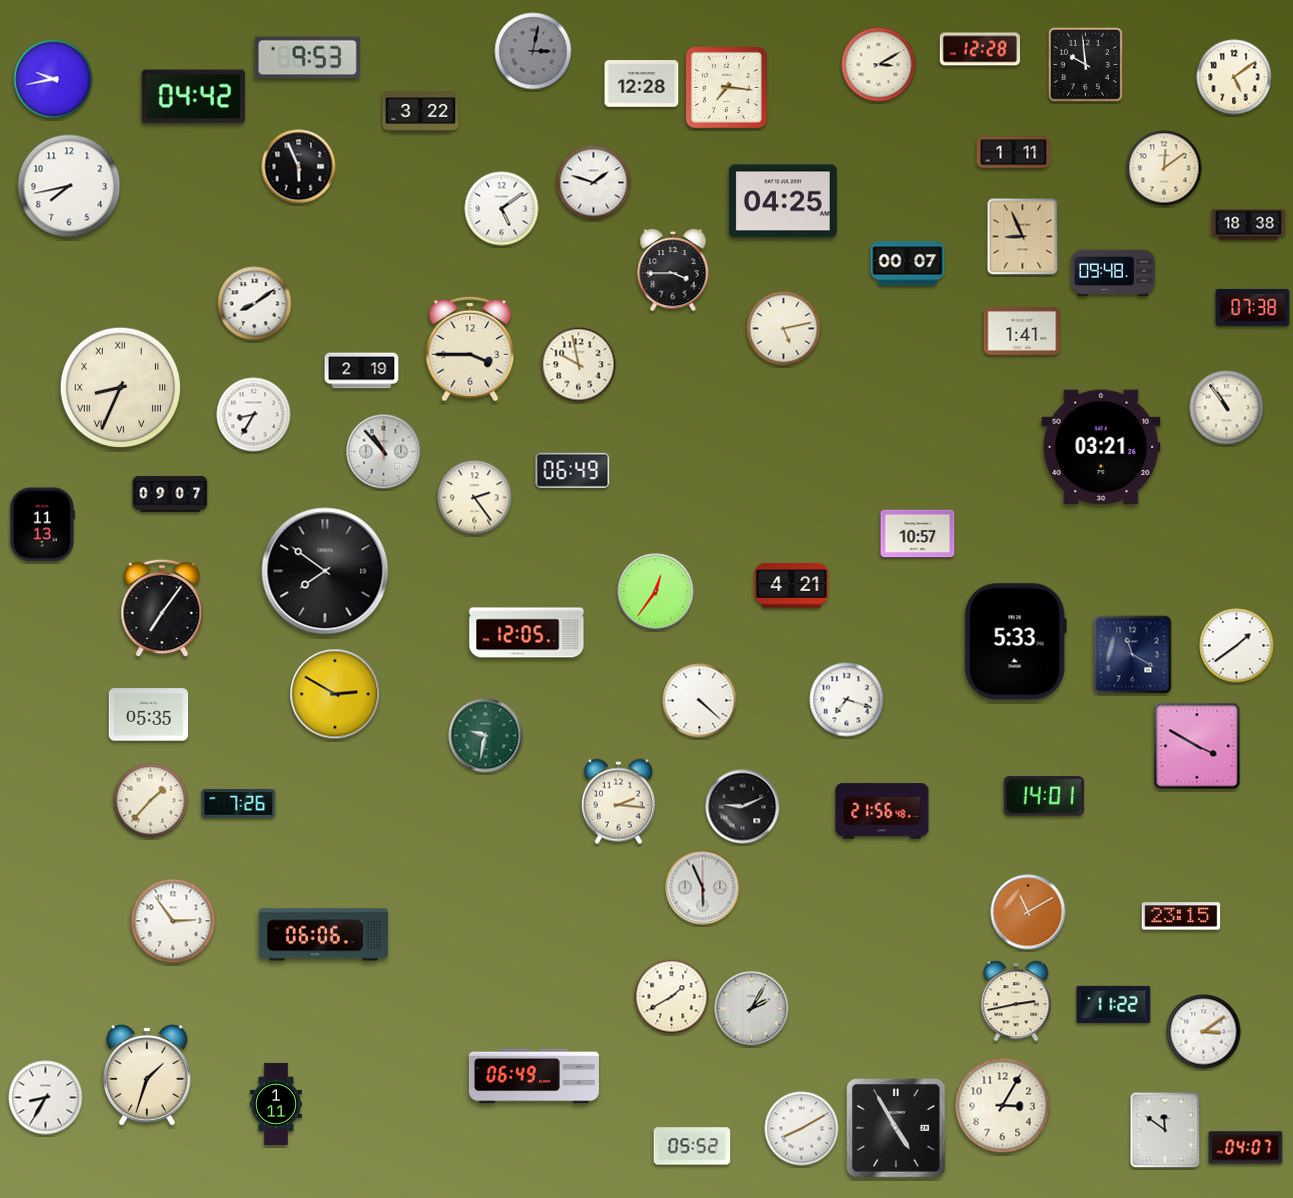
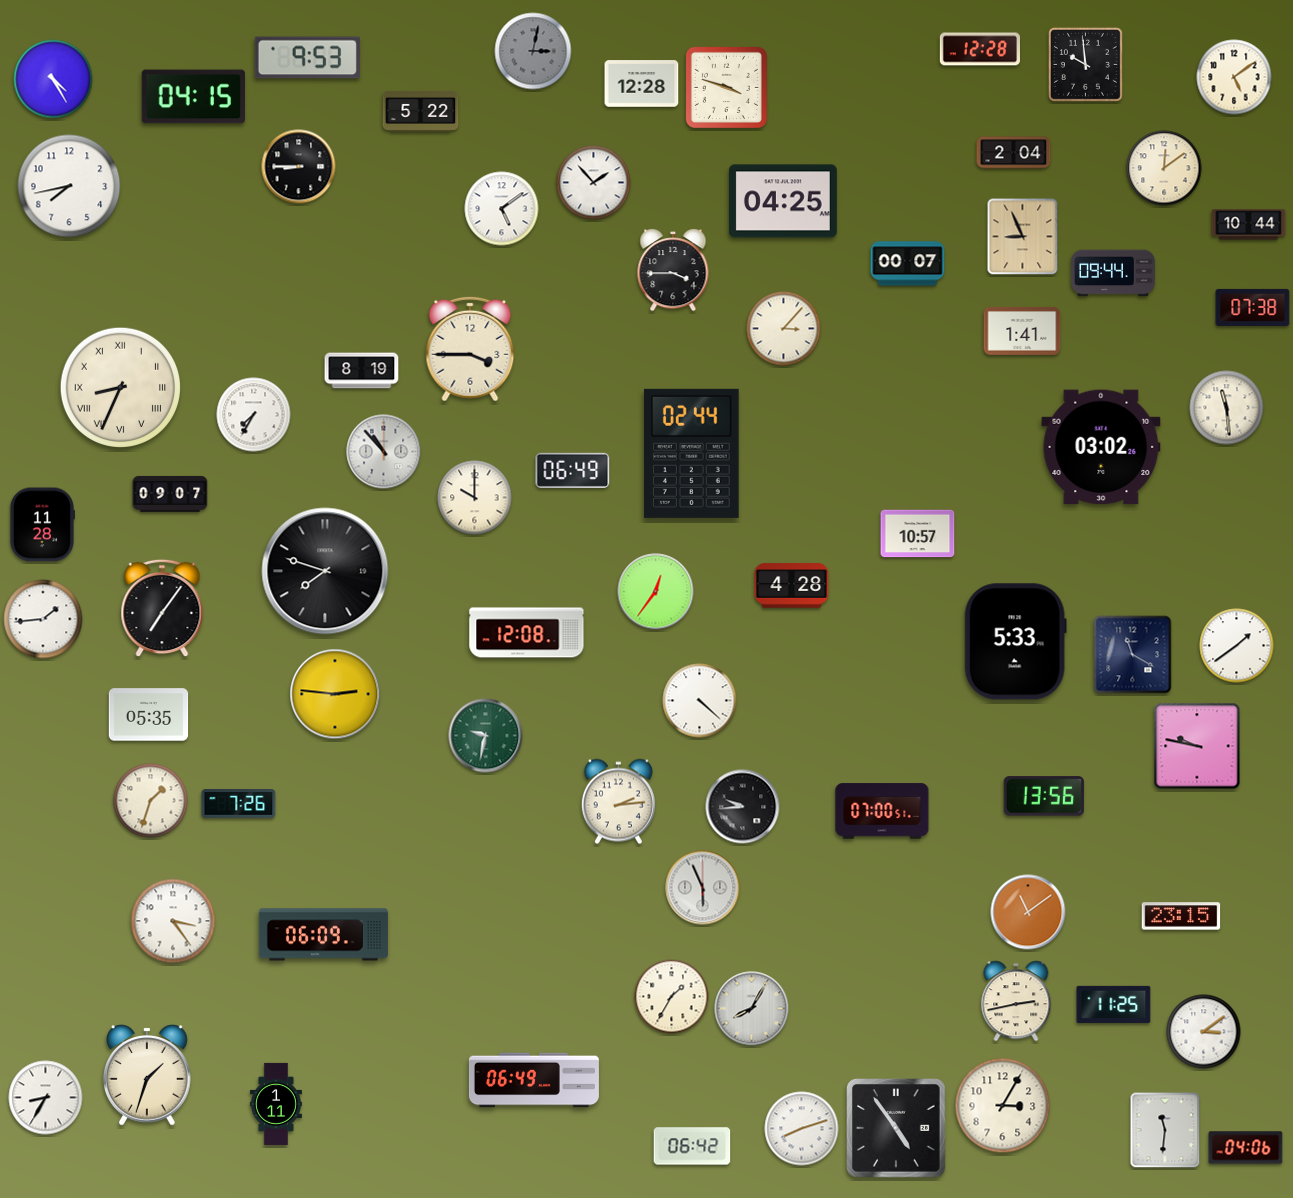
clock at (879, 65): 3:10 -> none
clock at (53, 79): 9:43 -> 4:25
clock at (726, 87): 7:16 -> 3:48
clock at (193, 97): 04:42 -> 04:15
clock at (421, 111): 3:22 -> 5:22
clock at (1014, 153): 1:11 -> 2:04
clock at (299, 167): 5:56 -> 8:45
clock at (594, 183): 1:48 -> 1:53
clock at (1249, 225): 18:38 -> 10:44
clock at (1114, 273): 09:48 -> 09:44
clock at (255, 304): 8:09 -> none
clock at (784, 329): 5:13 -> 3:07
clock at (579, 365): 9:58 -> none
clock at (362, 371): 2:19 -> 8:19
clock at (1227, 408): 10:54 -> 11:29
clock at (254, 415): 8:35 -> 7:35
clock at (1101, 447): 03:21 -> 03:02
clock at (691, 453): none -> 02:44
clock at (475, 498): 2:24 -> 10:00
clock at (42, 525): 11:13 -> 11:28
clock at (325, 571): 7:51 -> 7:48
clock at (792, 586): 4:21 -> 4:28
clock at (43, 619): none -> 1:44
clock at (527, 633): 12:05 -> 12:08
clock at (335, 694): 2:50 -> 2:46
clock at (847, 700): 7:18 -> none
clock at (1197, 746): 3:50 -> 9:47
clock at (1044, 796): 14:01 -> 13:56
clock at (151, 801): 1:37 -> 1:33
clock at (618, 802): 2:16 -> 2:14
clock at (743, 807): 9:11 -> 9:44
clock at (882, 811): 21:56 -> 07:00
clock at (1028, 912): 11:10 -> 11:09
clock at (173, 921): 2:54 -> 3:24
clock at (323, 935): 06:06 -> 06:09
clock at (672, 997): 1:40 -> 1:35
clock at (1114, 1004): 11:22 -> 11:25
clock at (752, 1009): 2:05 -> 8:05
clock at (534, 1076) position: (534, 1076) -> (534, 1080)
clock at (896, 1128): 4:55 -> 4:54
clock at (802, 1129): 8:10 -> 8:12
clock at (1165, 1130): 11:51 -> 11:31
clock at (692, 1146): 05:52 -> 06:42
clock at (1246, 1148): 04:07 -> 04:06
